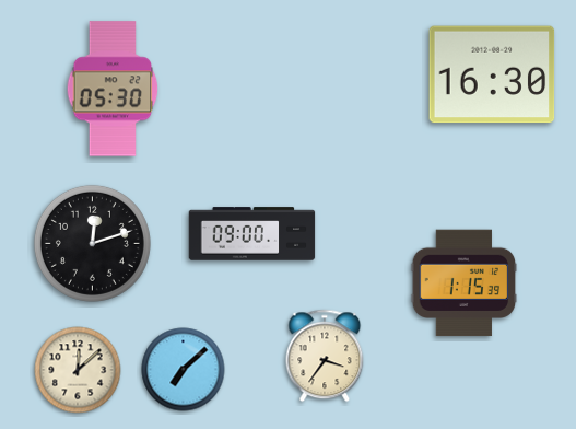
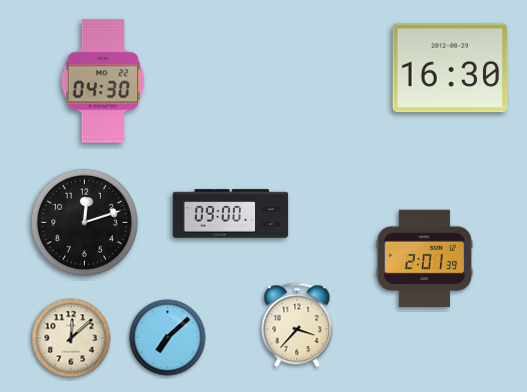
clock at (113, 89): 05:30 -> 04:30
clock at (465, 283): 1:15 -> 2:01
clock at (325, 356): 3:36 -> 3:37
